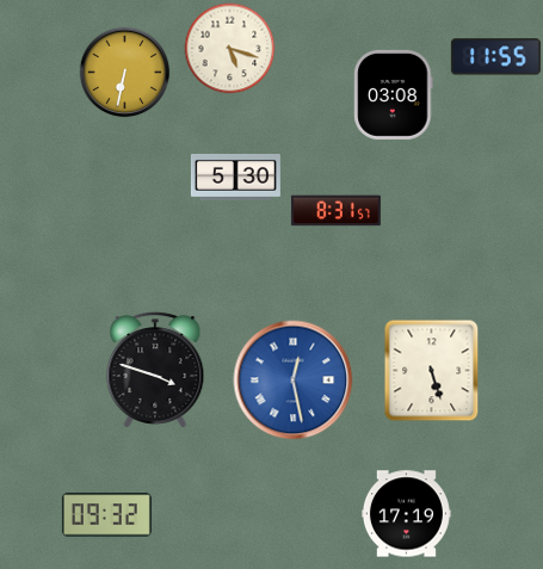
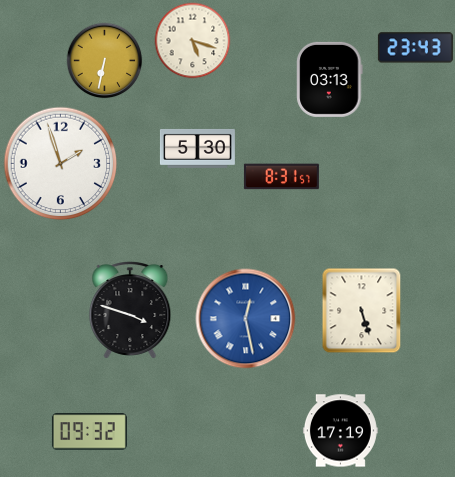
clock at (495, 57): 11:55 -> 23:43
clock at (394, 94): 03:08 -> 03:13
clock at (61, 164): none -> 1:57
